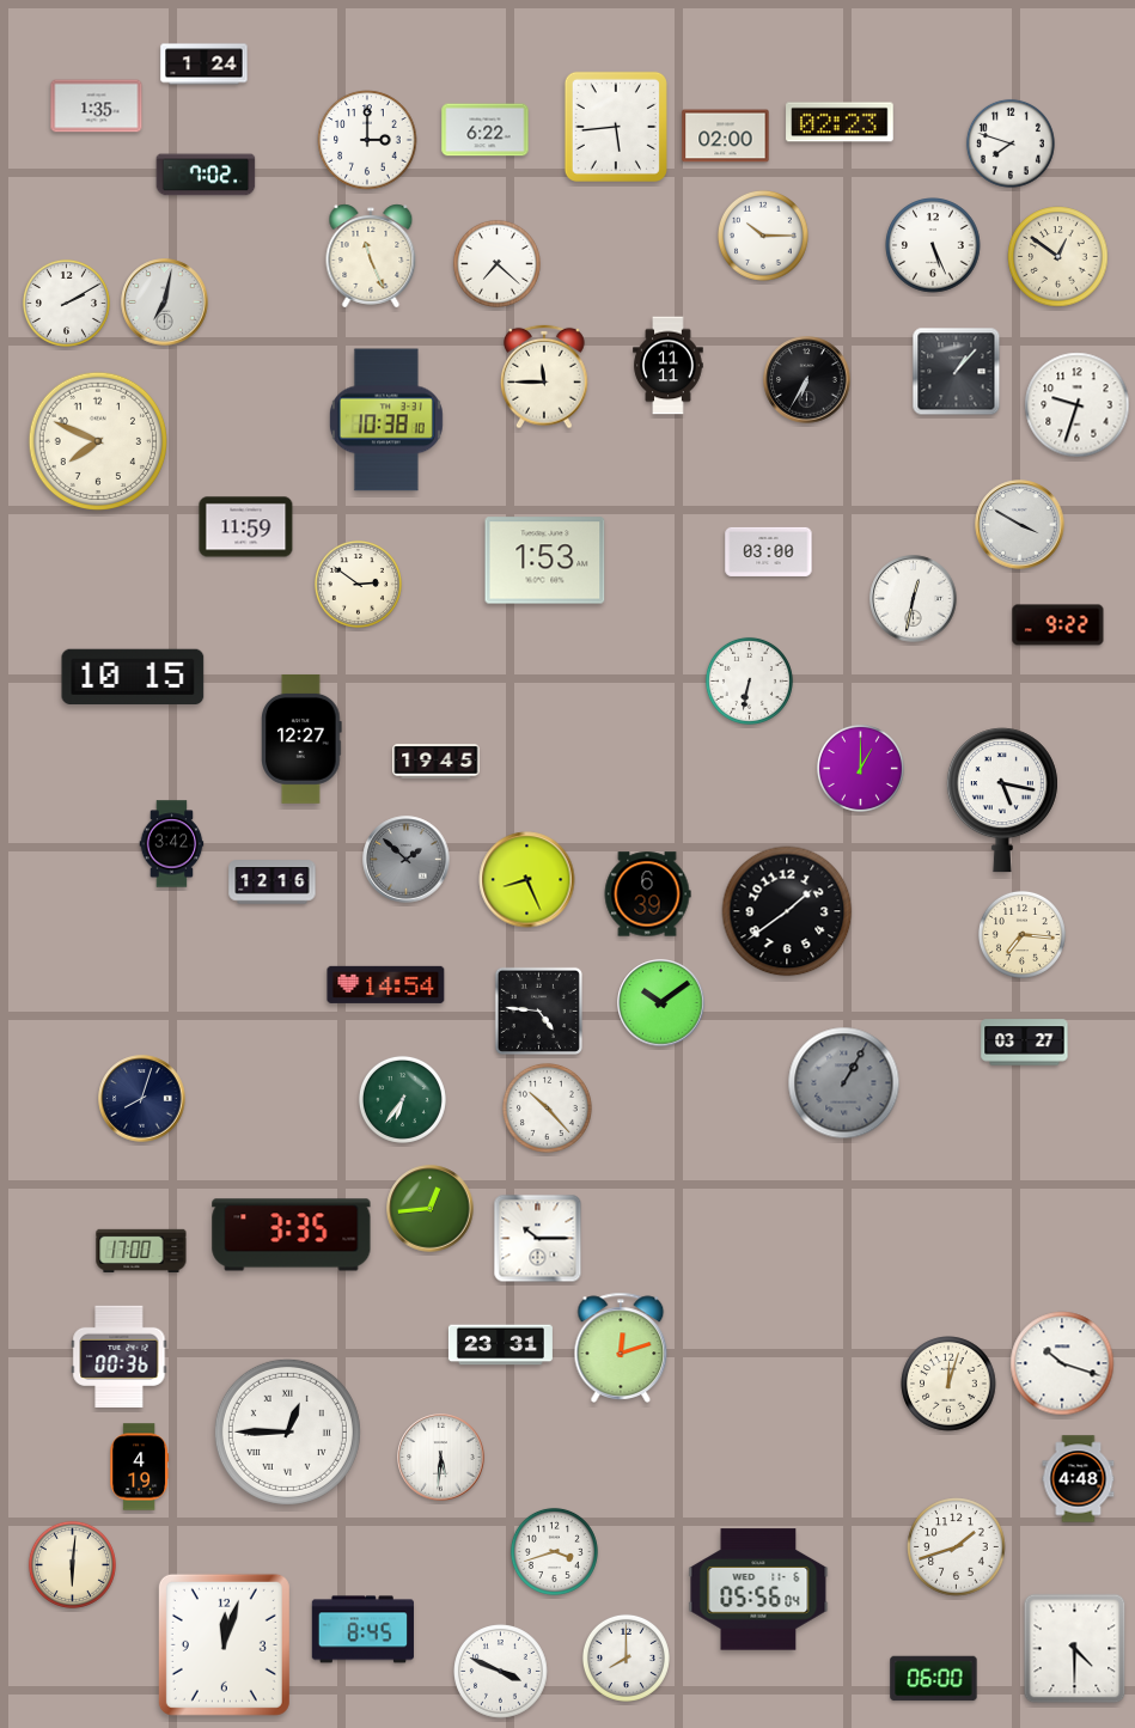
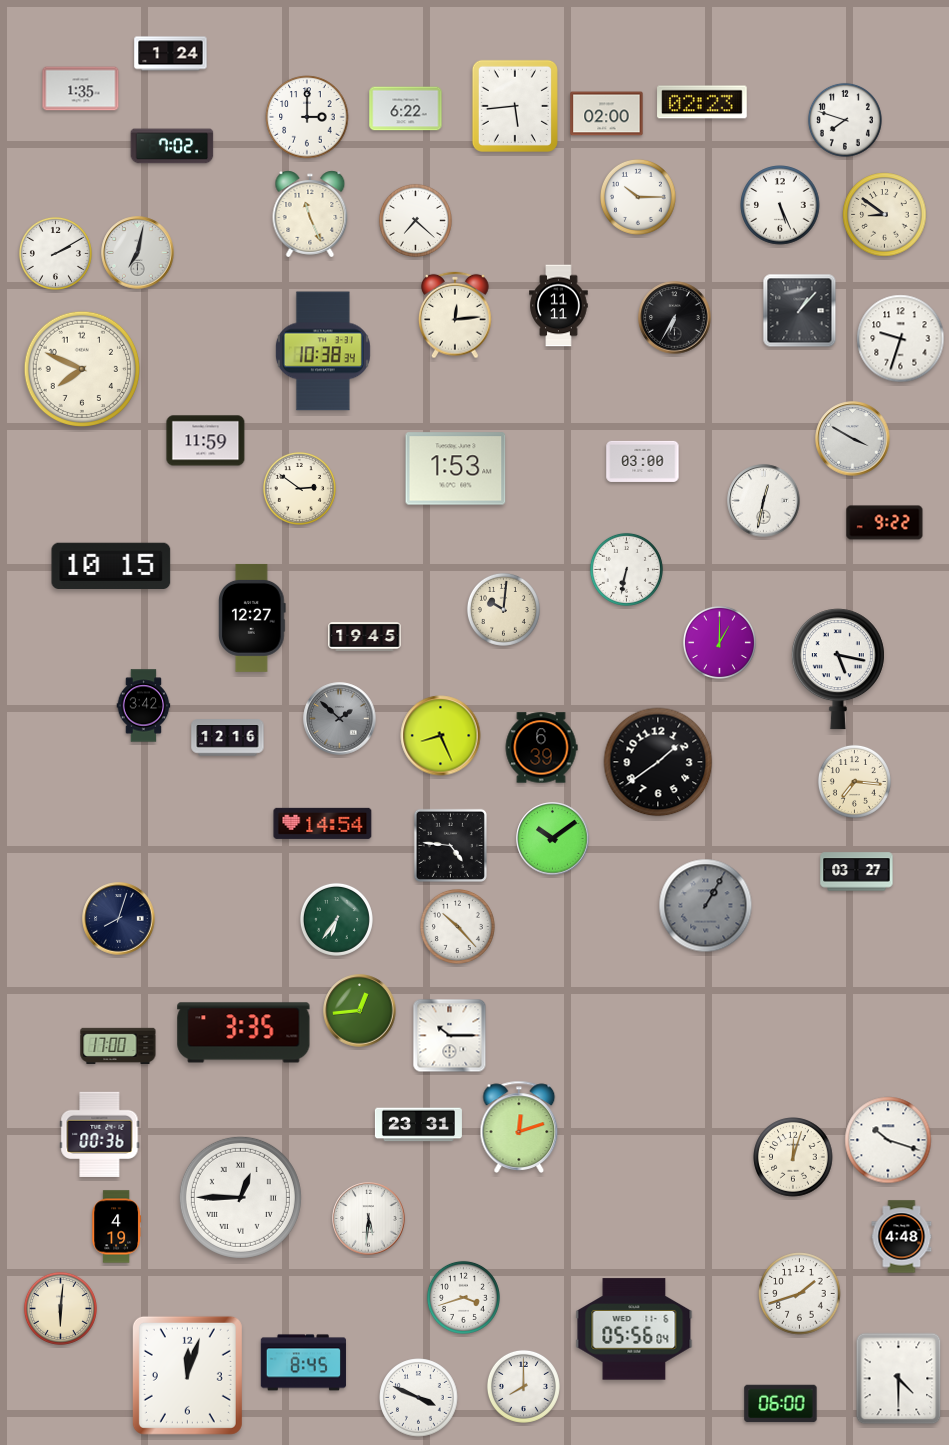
clock at (1058, 257): 12:51 -> 8:51
clock at (544, 377): 11:45 -> 12:14
clock at (386, 420): 10:38:10 -> 10:38:34
clock at (503, 609): none -> 10:01
